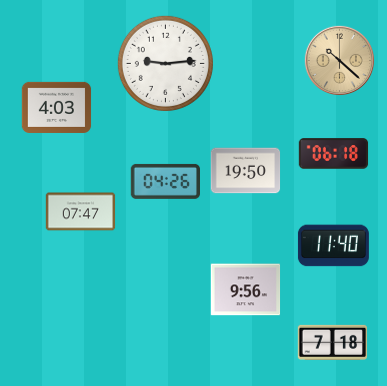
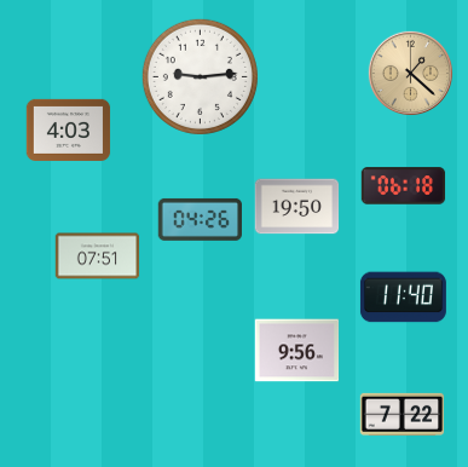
clock at (339, 60): 10:22 -> 1:22
clock at (81, 212): 07:47 -> 07:51
clock at (333, 342): 7:18 -> 7:22
